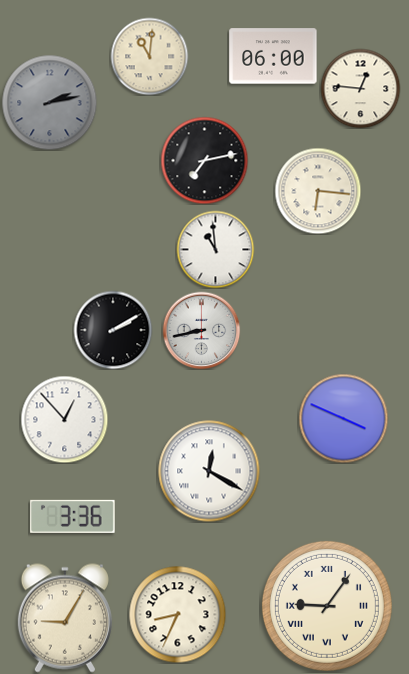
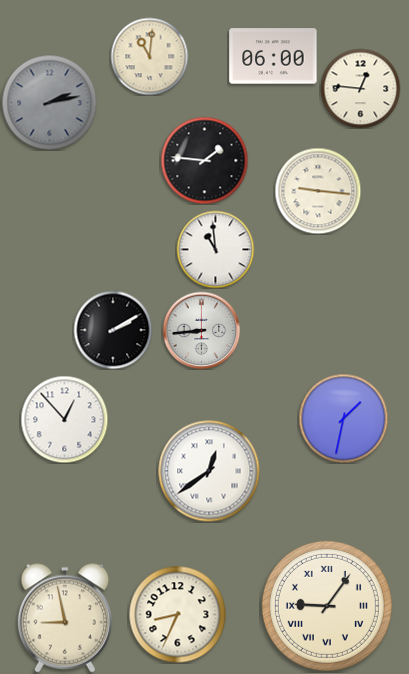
clock at (204, 160): 7:13 -> 1:46
clock at (318, 191): 6:16 -> 9:16
clock at (201, 330): 8:43 -> 8:44
clock at (343, 418): 3:49 -> 1:32
clock at (209, 471): 12:20 -> 12:39
clock at (73, 516): 3:36 -> none
clock at (65, 618): 9:05 -> 8:58
